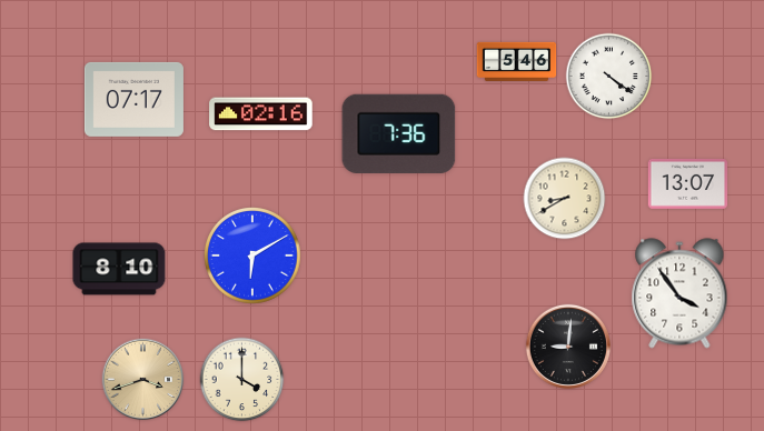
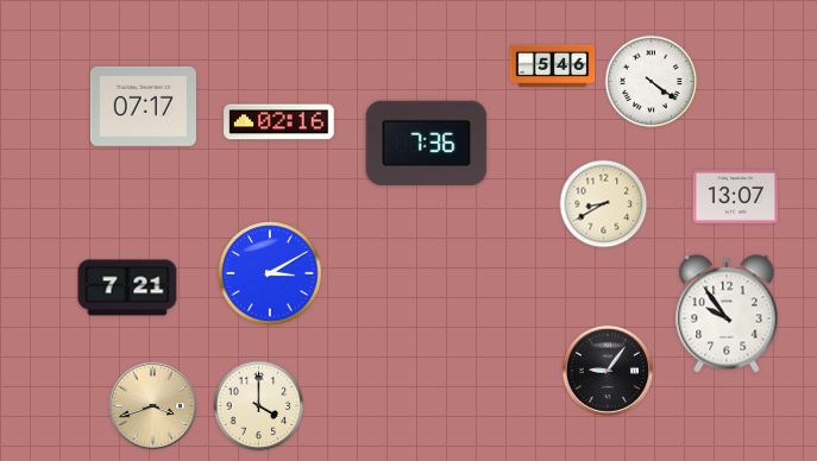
clock at (565, 199) position: (565, 199) -> (604, 204)
clock at (254, 257): 6:10 -> 3:10
clock at (119, 269): 8:10 -> 7:21
clock at (679, 293): 3:54 -> 9:54
clock at (568, 347): 9:01 -> 9:06
